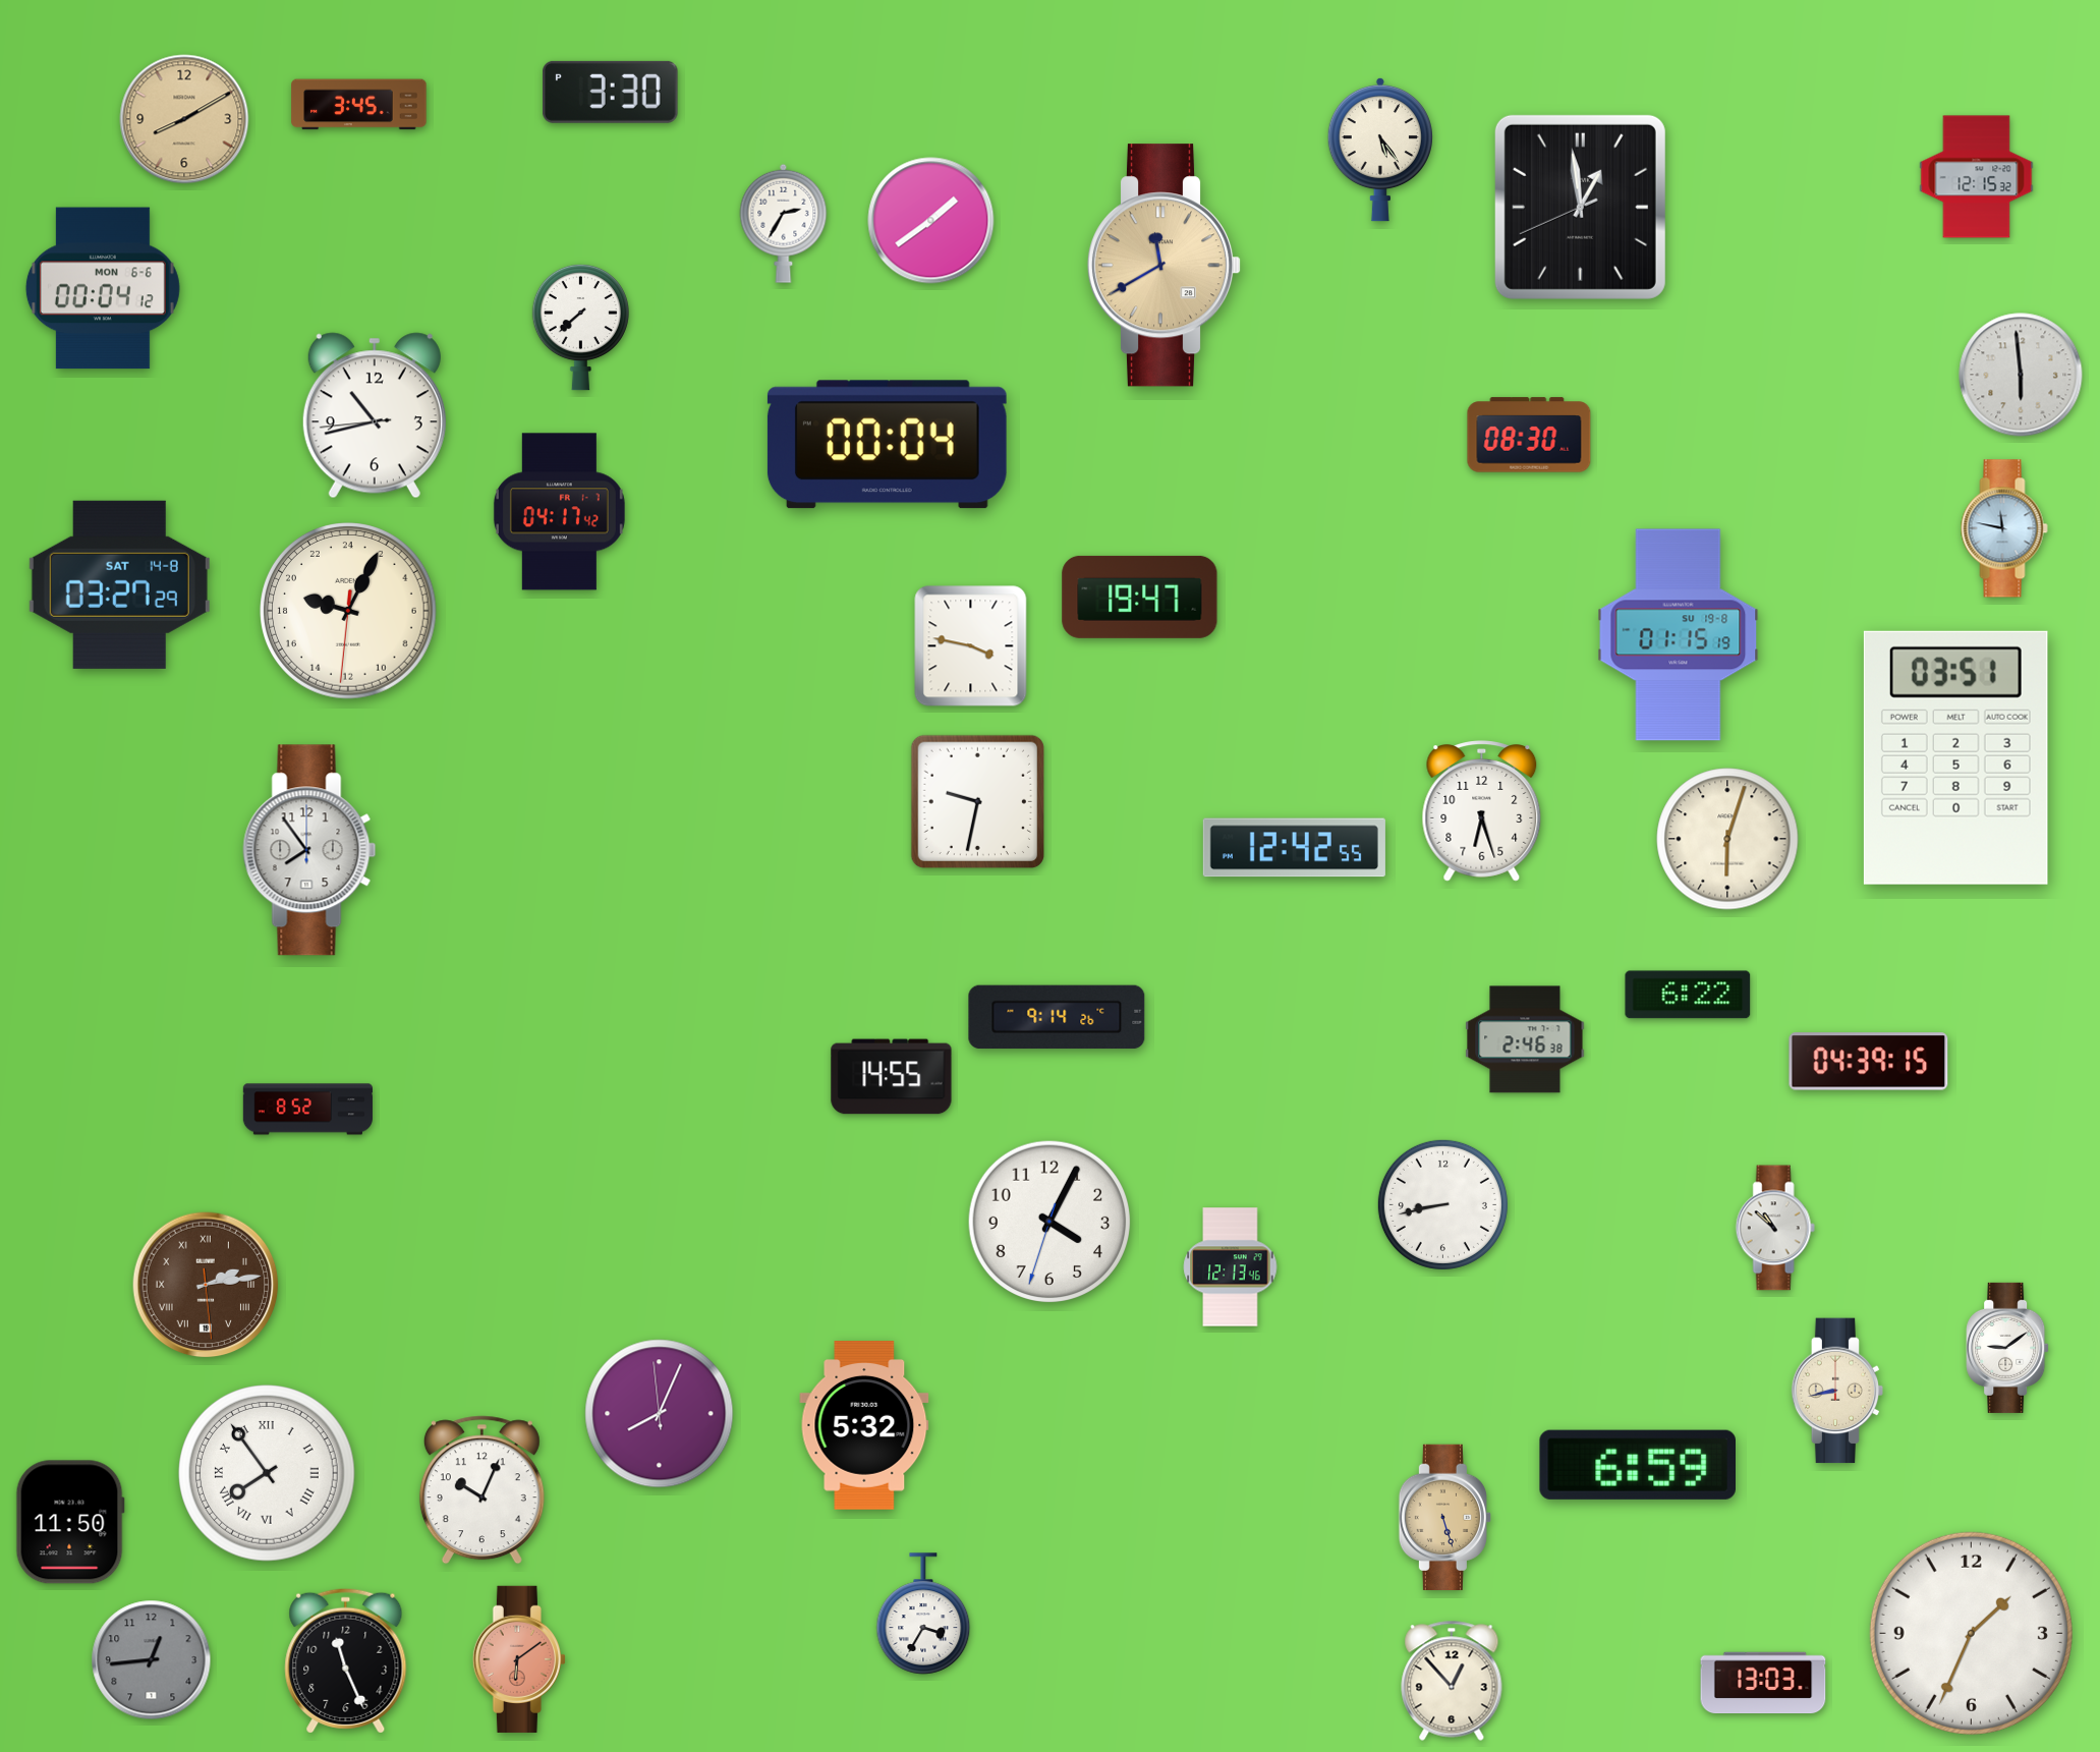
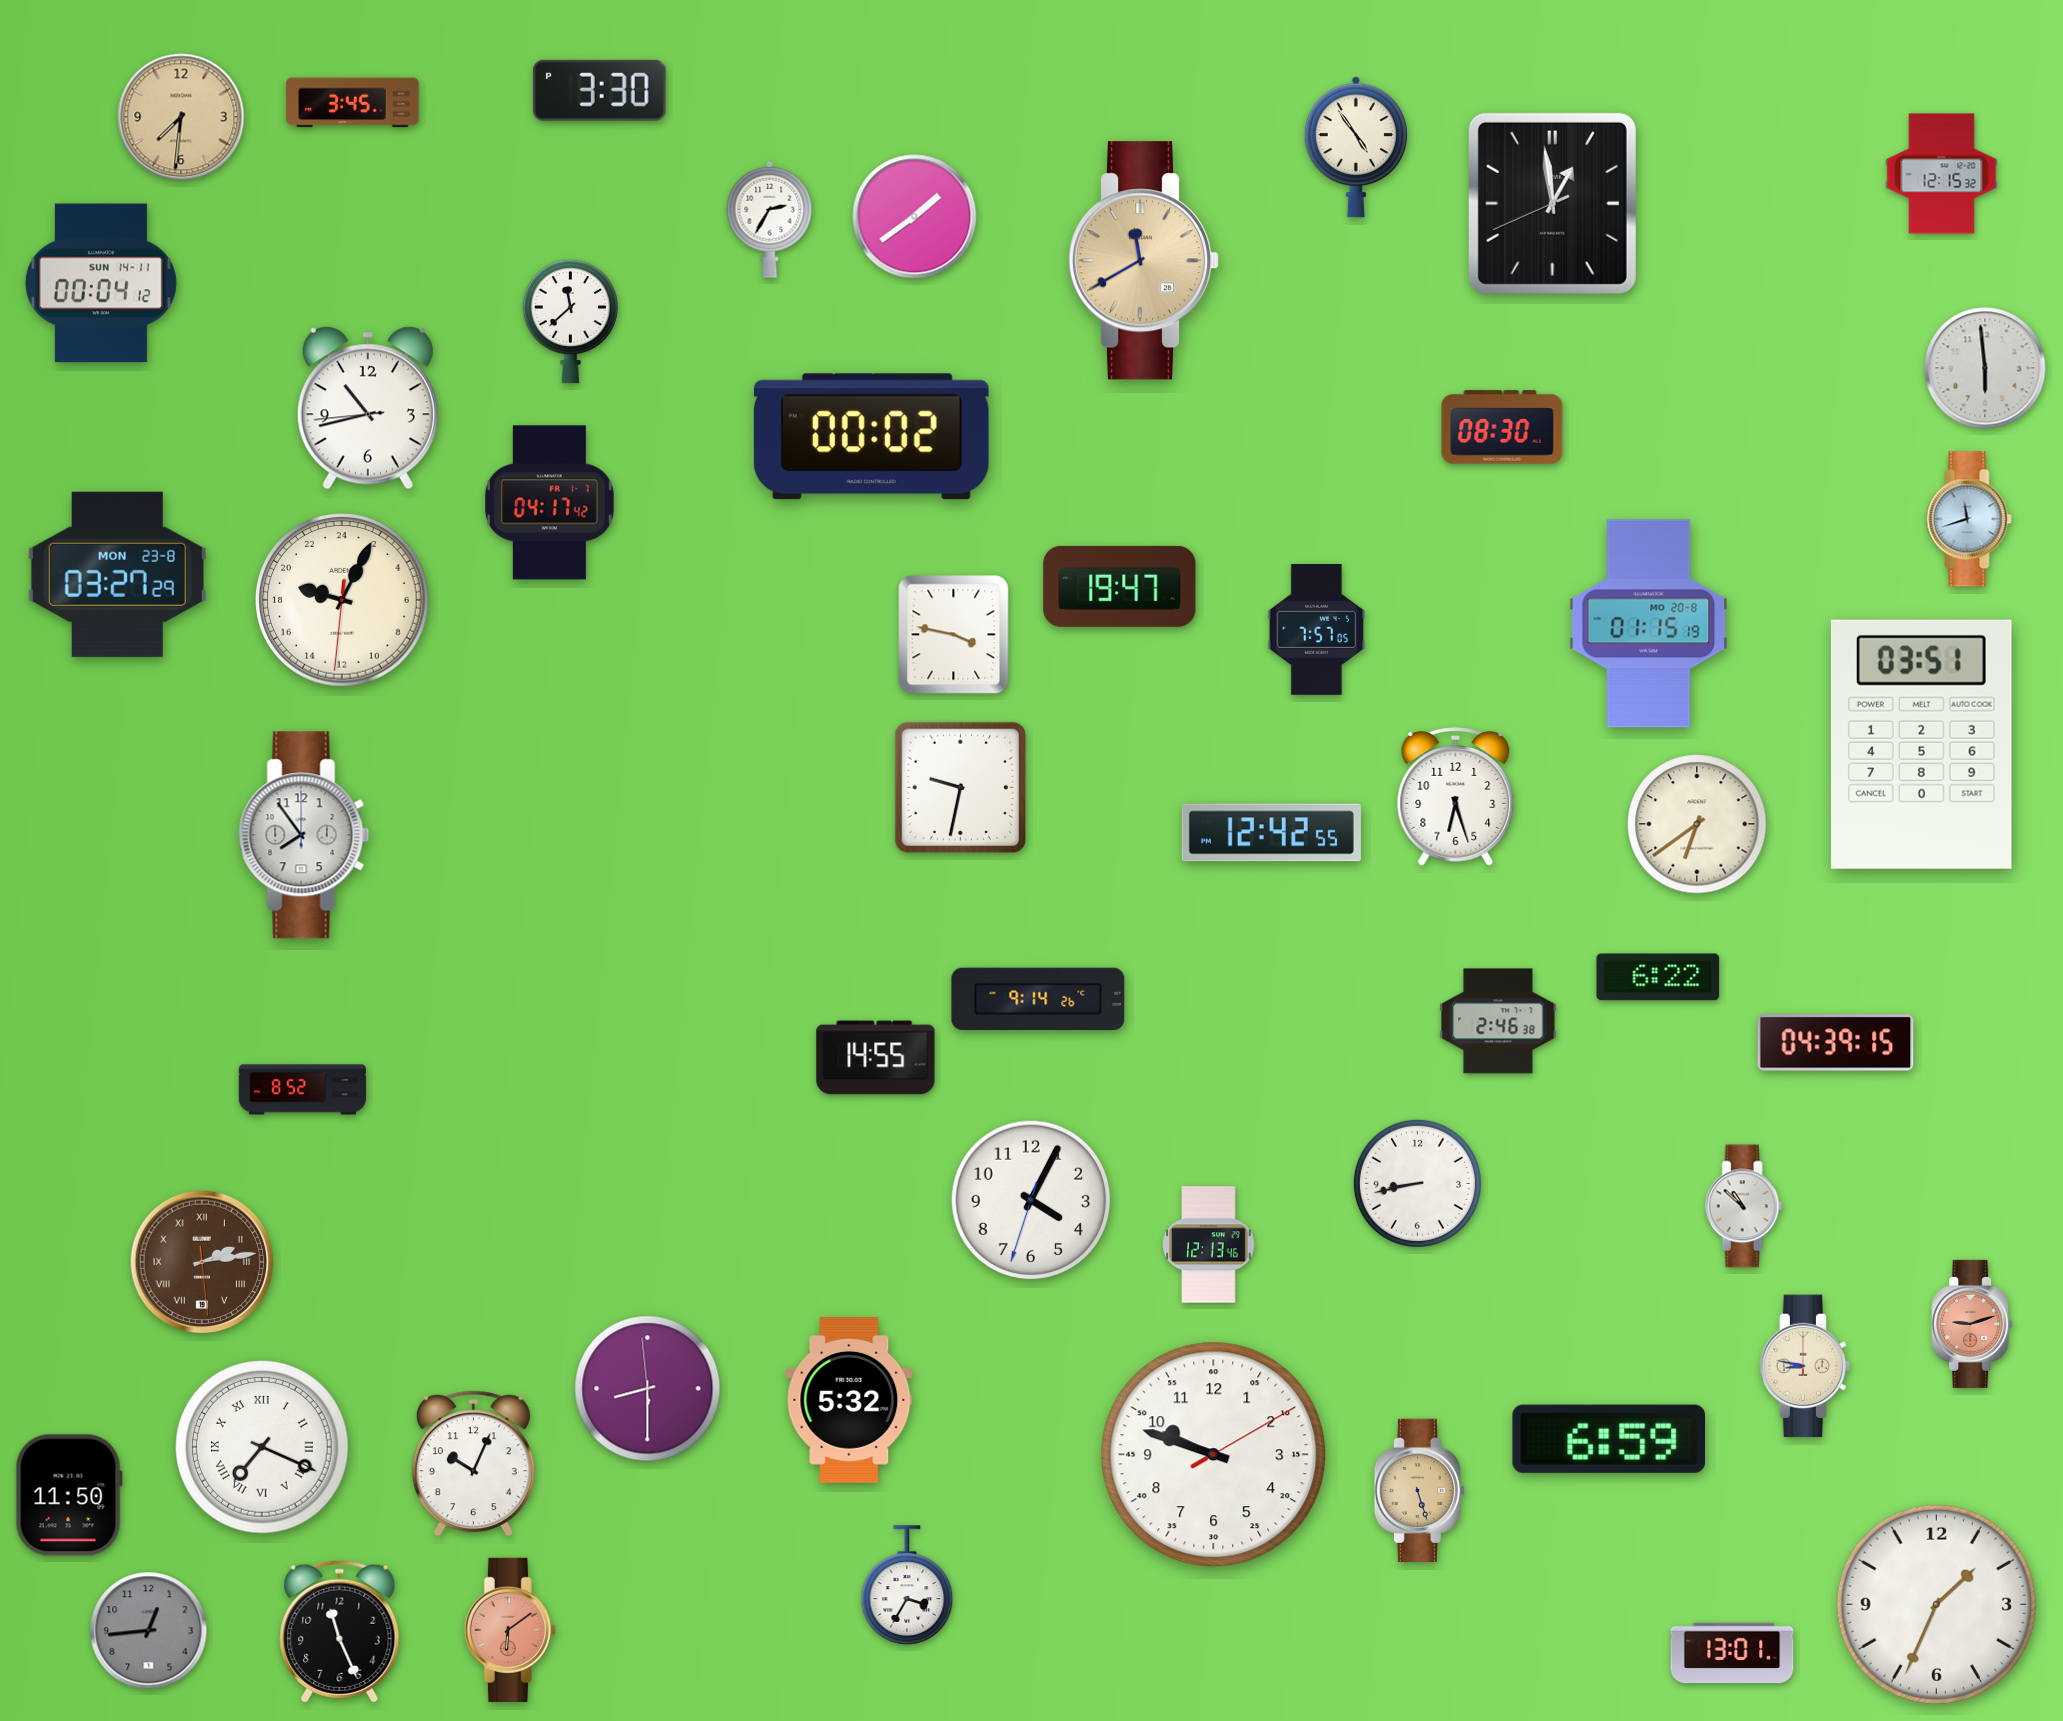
clock at (184, 119): 8:10 -> 7:31
clock at (1380, 150): 5:24 -> 4:54
clock at (103, 288) date: MON 6-6 -> SUN 14-11
clock at (580, 327): 7:38 -> 11:38
clock at (887, 445): 00:04 -> 00:02
clock at (2004, 528): 11:47 -> 11:42
clock at (119, 584) date: SAT 14-8 -> MON 23-8
clock at (1679, 635) date: SU 19-8 -> MO 20-8
clock at (1317, 630): none -> 7:57
clock at (1727, 839): 6:03 -> 6:39
clock at (2007, 1348): 9:09 -> 9:12
clock at (2007, 1348) dial: white -> salmon
clock at (1837, 1391): 8:43 -> 8:47
clock at (660, 1414): 8:03 -> 8:29
clock at (268, 1474): 7:54 -> 7:19
clock at (1214, 1455): none -> 9:48
clock at (1452, 1681): 12:53 -> none
clock at (1763, 1683): 13:03 -> 13:01
